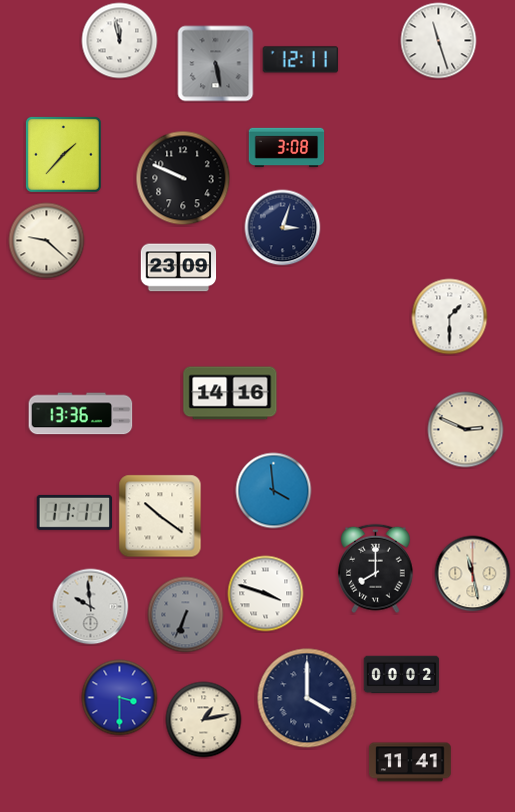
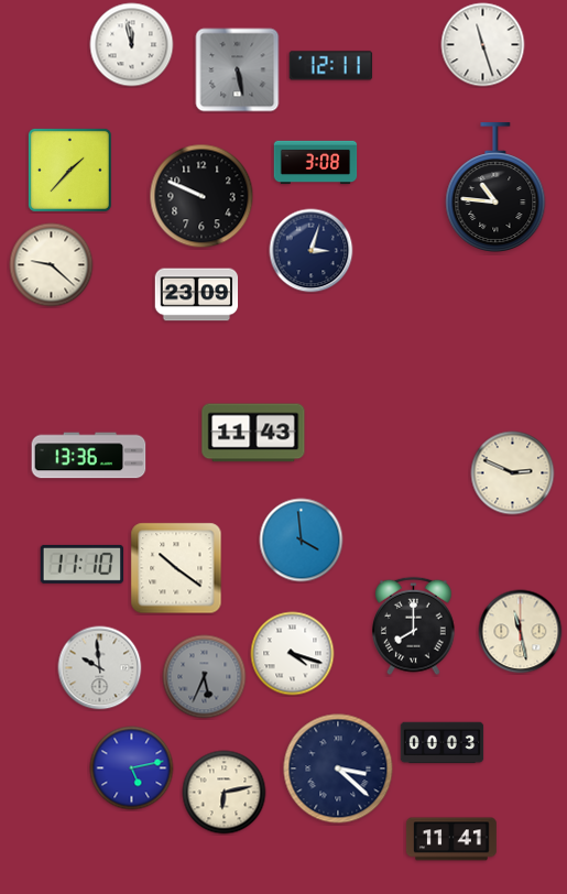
clock at (495, 187): none -> 10:46
clock at (450, 317): 1:30 -> none
clock at (230, 393): 14:16 -> 11:43
clock at (75, 512): 11:11 -> 11:10
clock at (266, 594): 3:48 -> 4:18
clock at (186, 615): 6:34 -> 5:34
clock at (402, 675): 00:02 -> 00:03
clock at (120, 698): 3:30 -> 5:13
clock at (307, 698): 4:00 -> 3:22
clock at (204, 720): 1:13 -> 6:13
